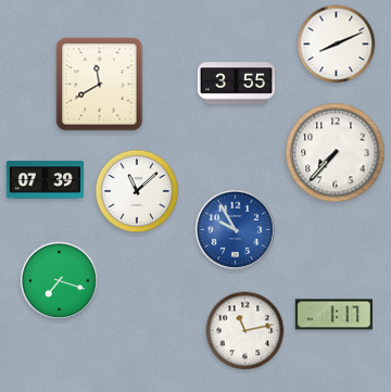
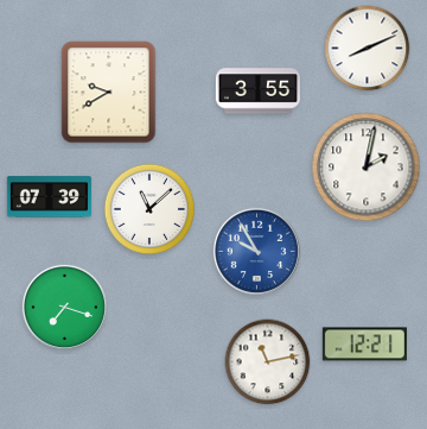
clock at (100, 85): 11:40 -> 9:40
clock at (336, 153): 7:37 -> 2:02
clock at (333, 315): 1:17 -> 12:21
